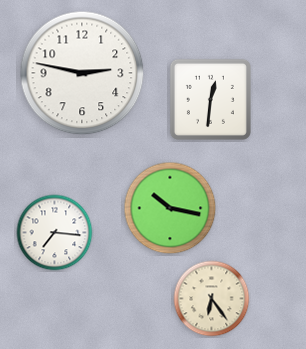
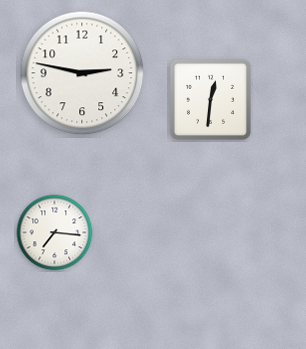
clock at (170, 208): 10:17 -> none
clock at (212, 299): 6:24 -> none
